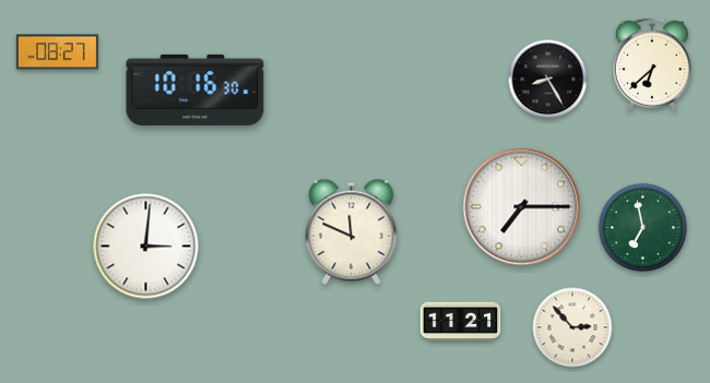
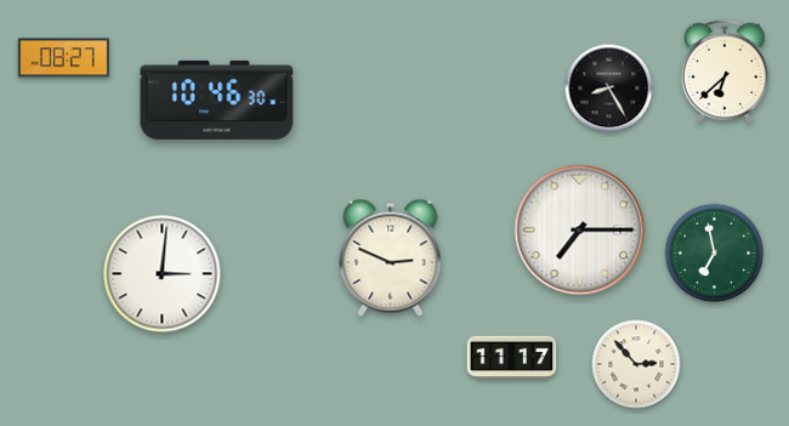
clock at (196, 89): 10:16 -> 10:46
clock at (352, 231): 11:49 -> 2:49
clock at (461, 322): 11:21 -> 11:17
